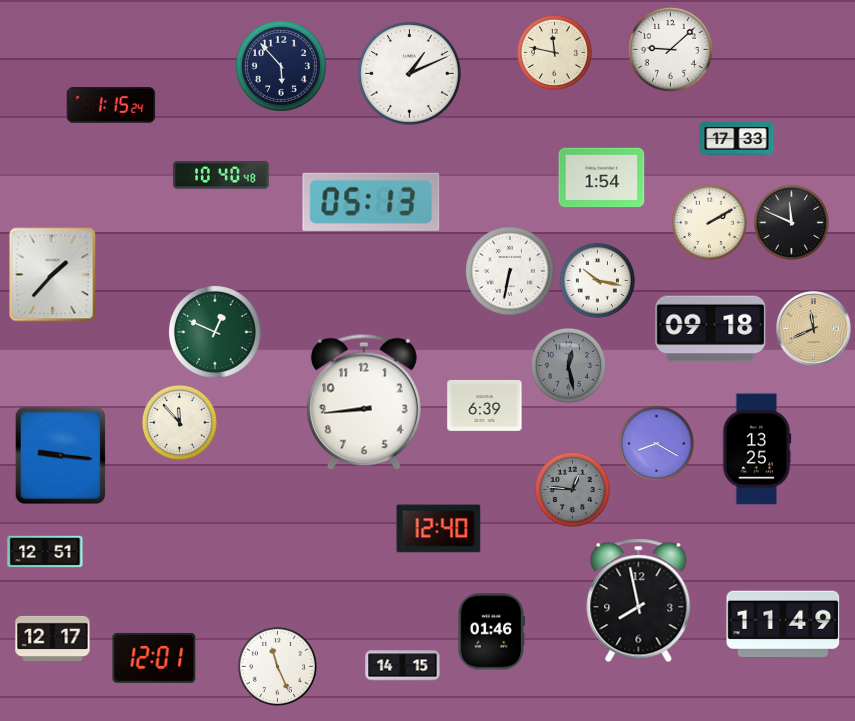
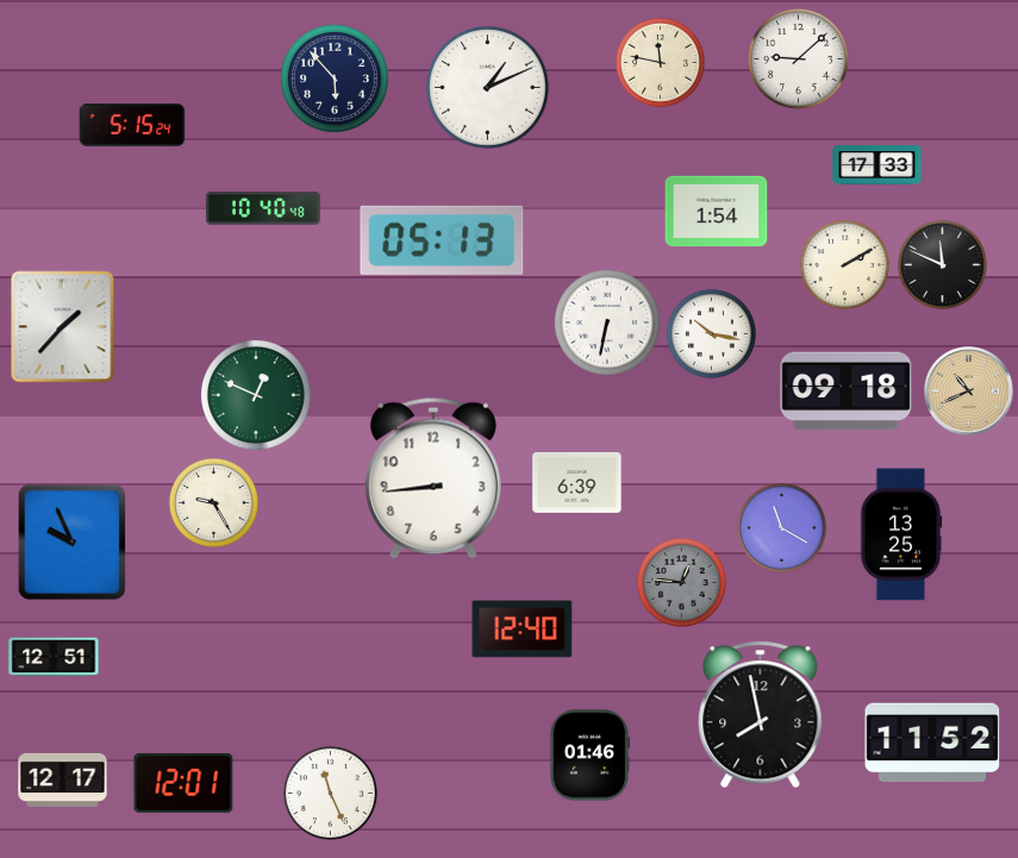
clock at (111, 105): 1:15 -> 5:15
clock at (814, 329): 11:41 -> 10:41
clock at (568, 365): 12:28 -> none
clock at (179, 422): 11:53 -> 9:25
clock at (656, 443): 8:20 -> 11:20
clock at (61, 456): 9:16 -> 9:56
clock at (783, 624): 11:49 -> 11:52
clock at (492, 632) position: (492, 632) -> (591, 756)
clock at (53, 638) position: (53, 638) -> (63, 779)
clock at (403, 666): 14:15 -> none
